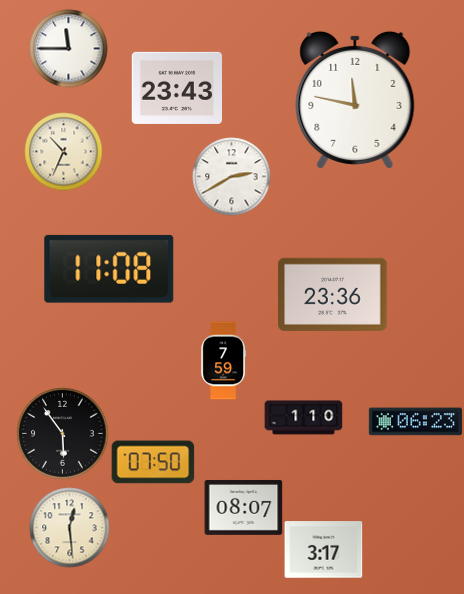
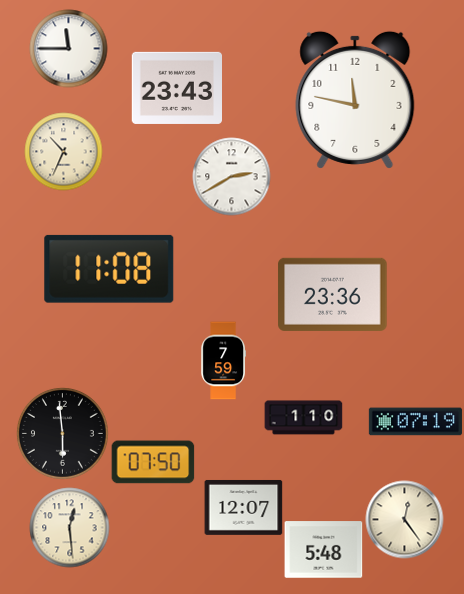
clock at (415, 422): 06:23 -> 07:19
clock at (62, 433): 5:54 -> 5:59
clock at (243, 507): 08:07 -> 12:07
clock at (404, 519): none -> 12:24
clock at (323, 550): 3:17 -> 5:48
